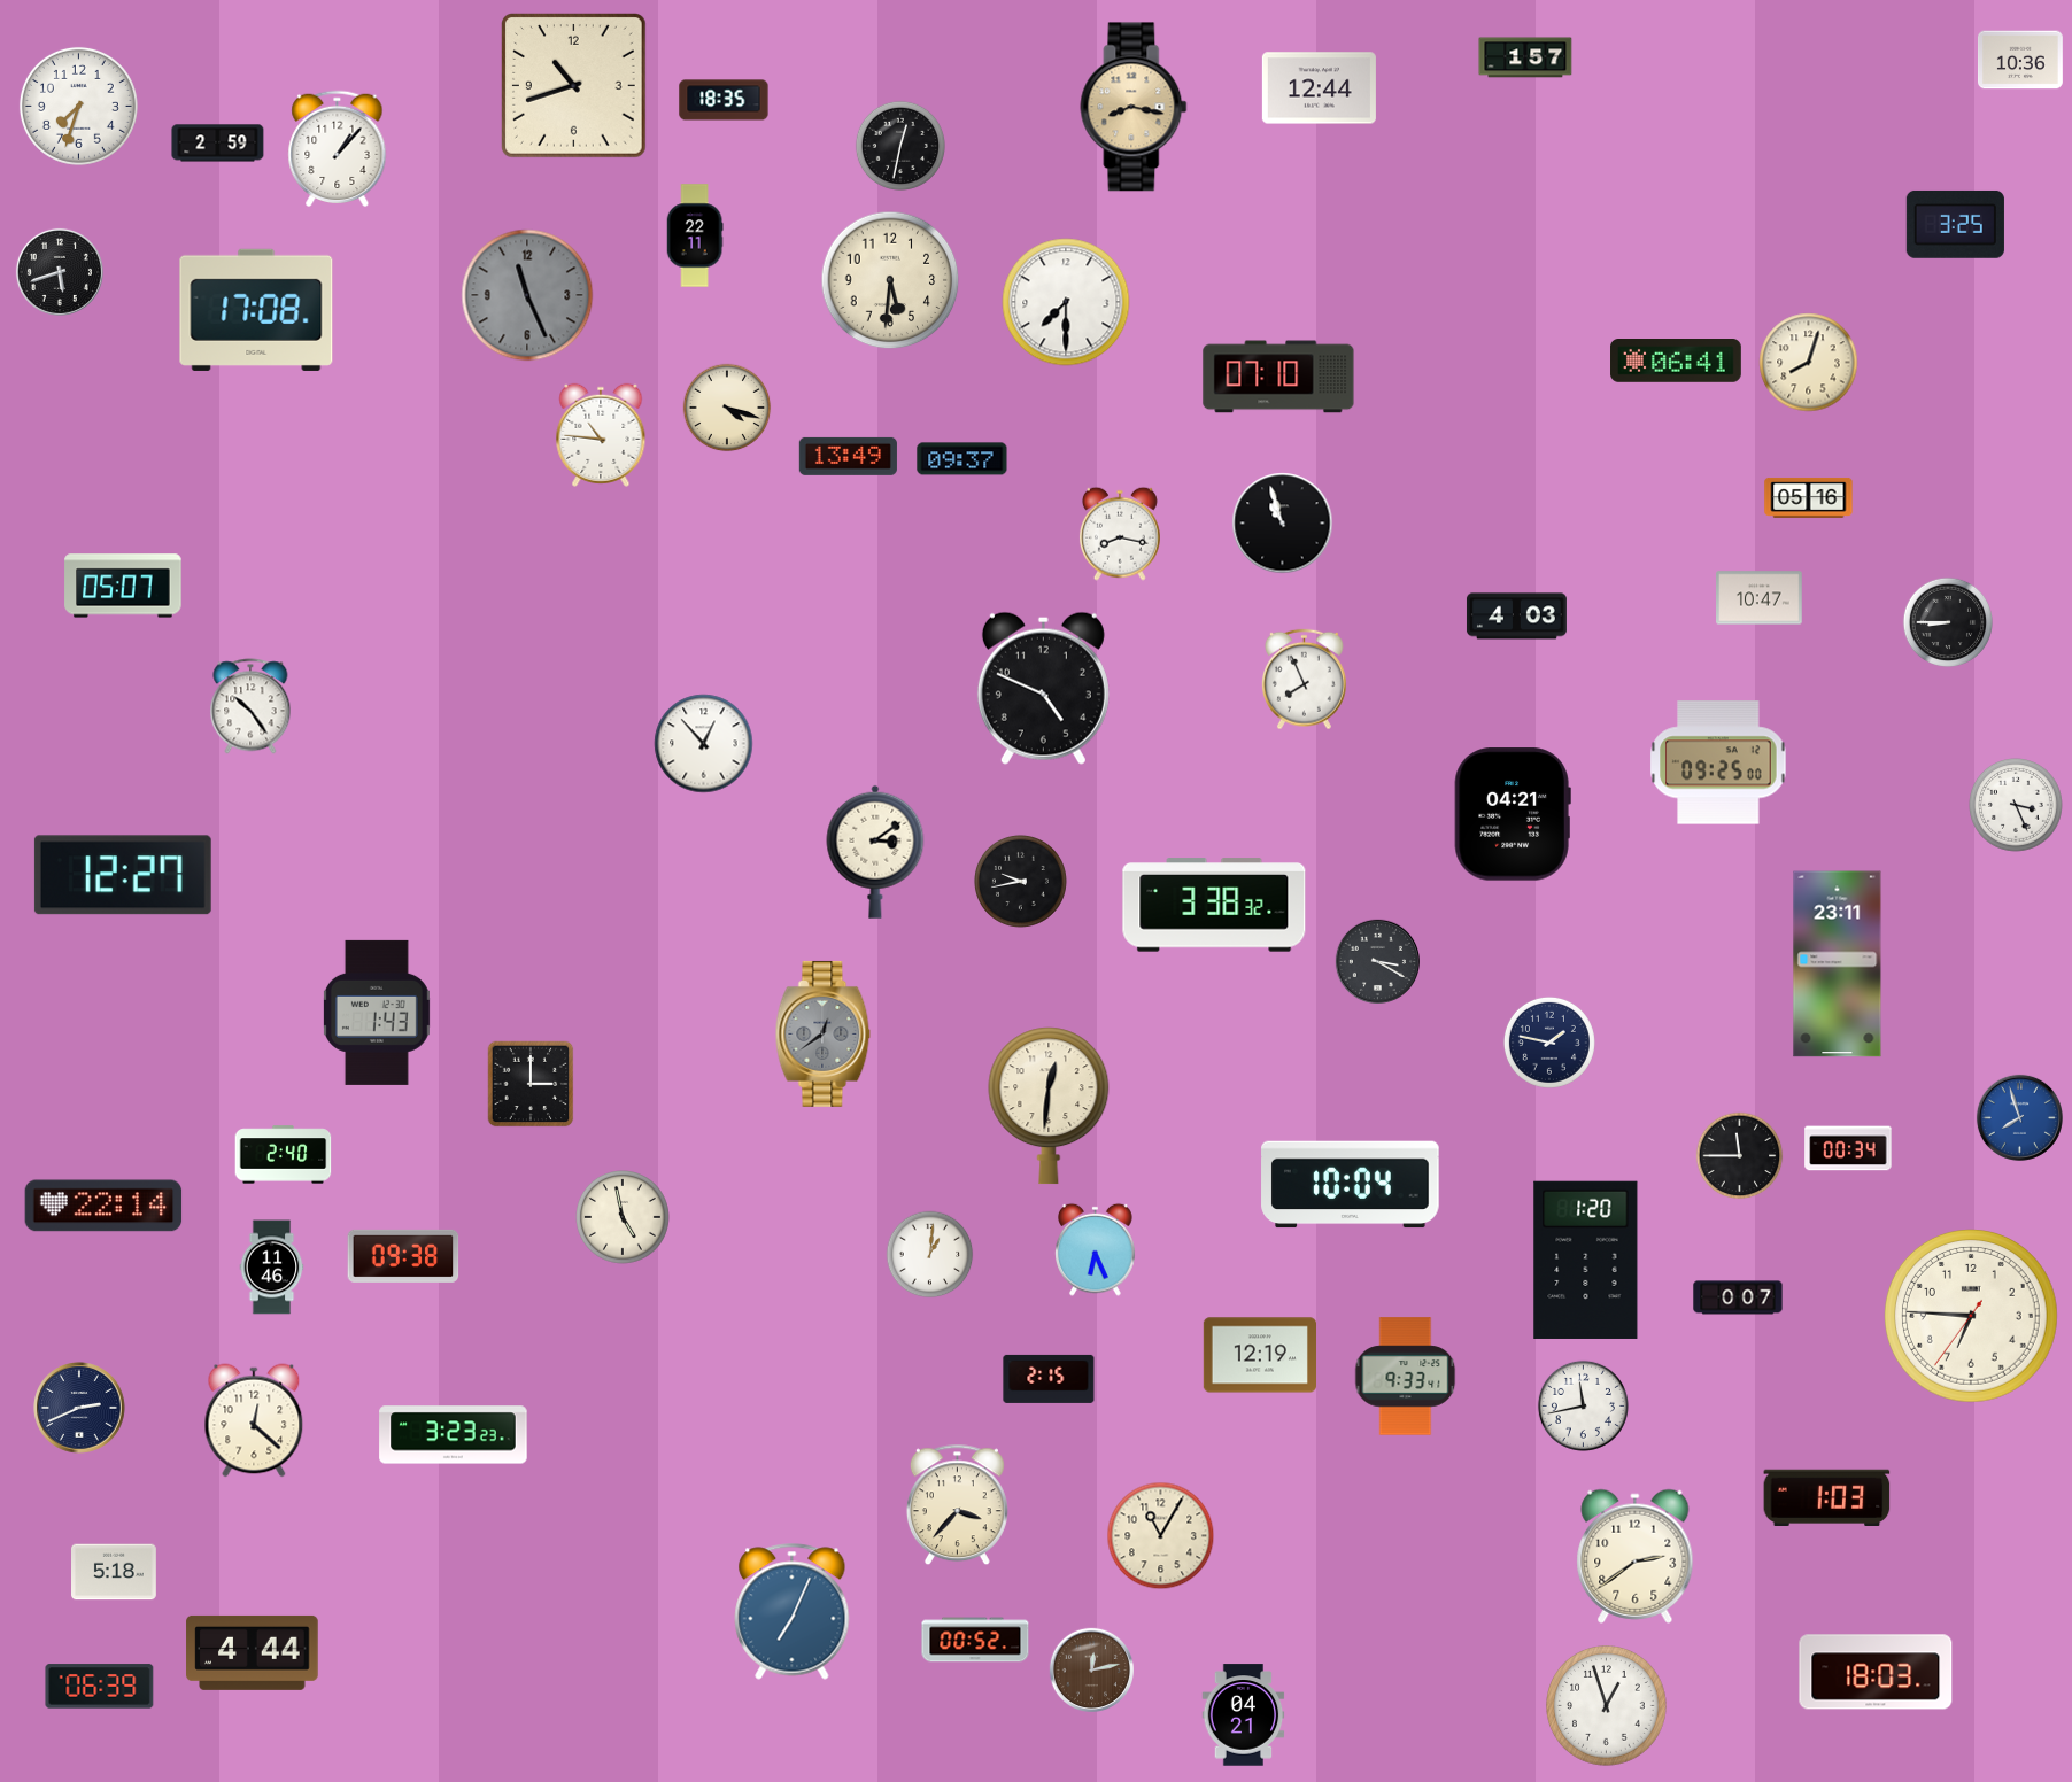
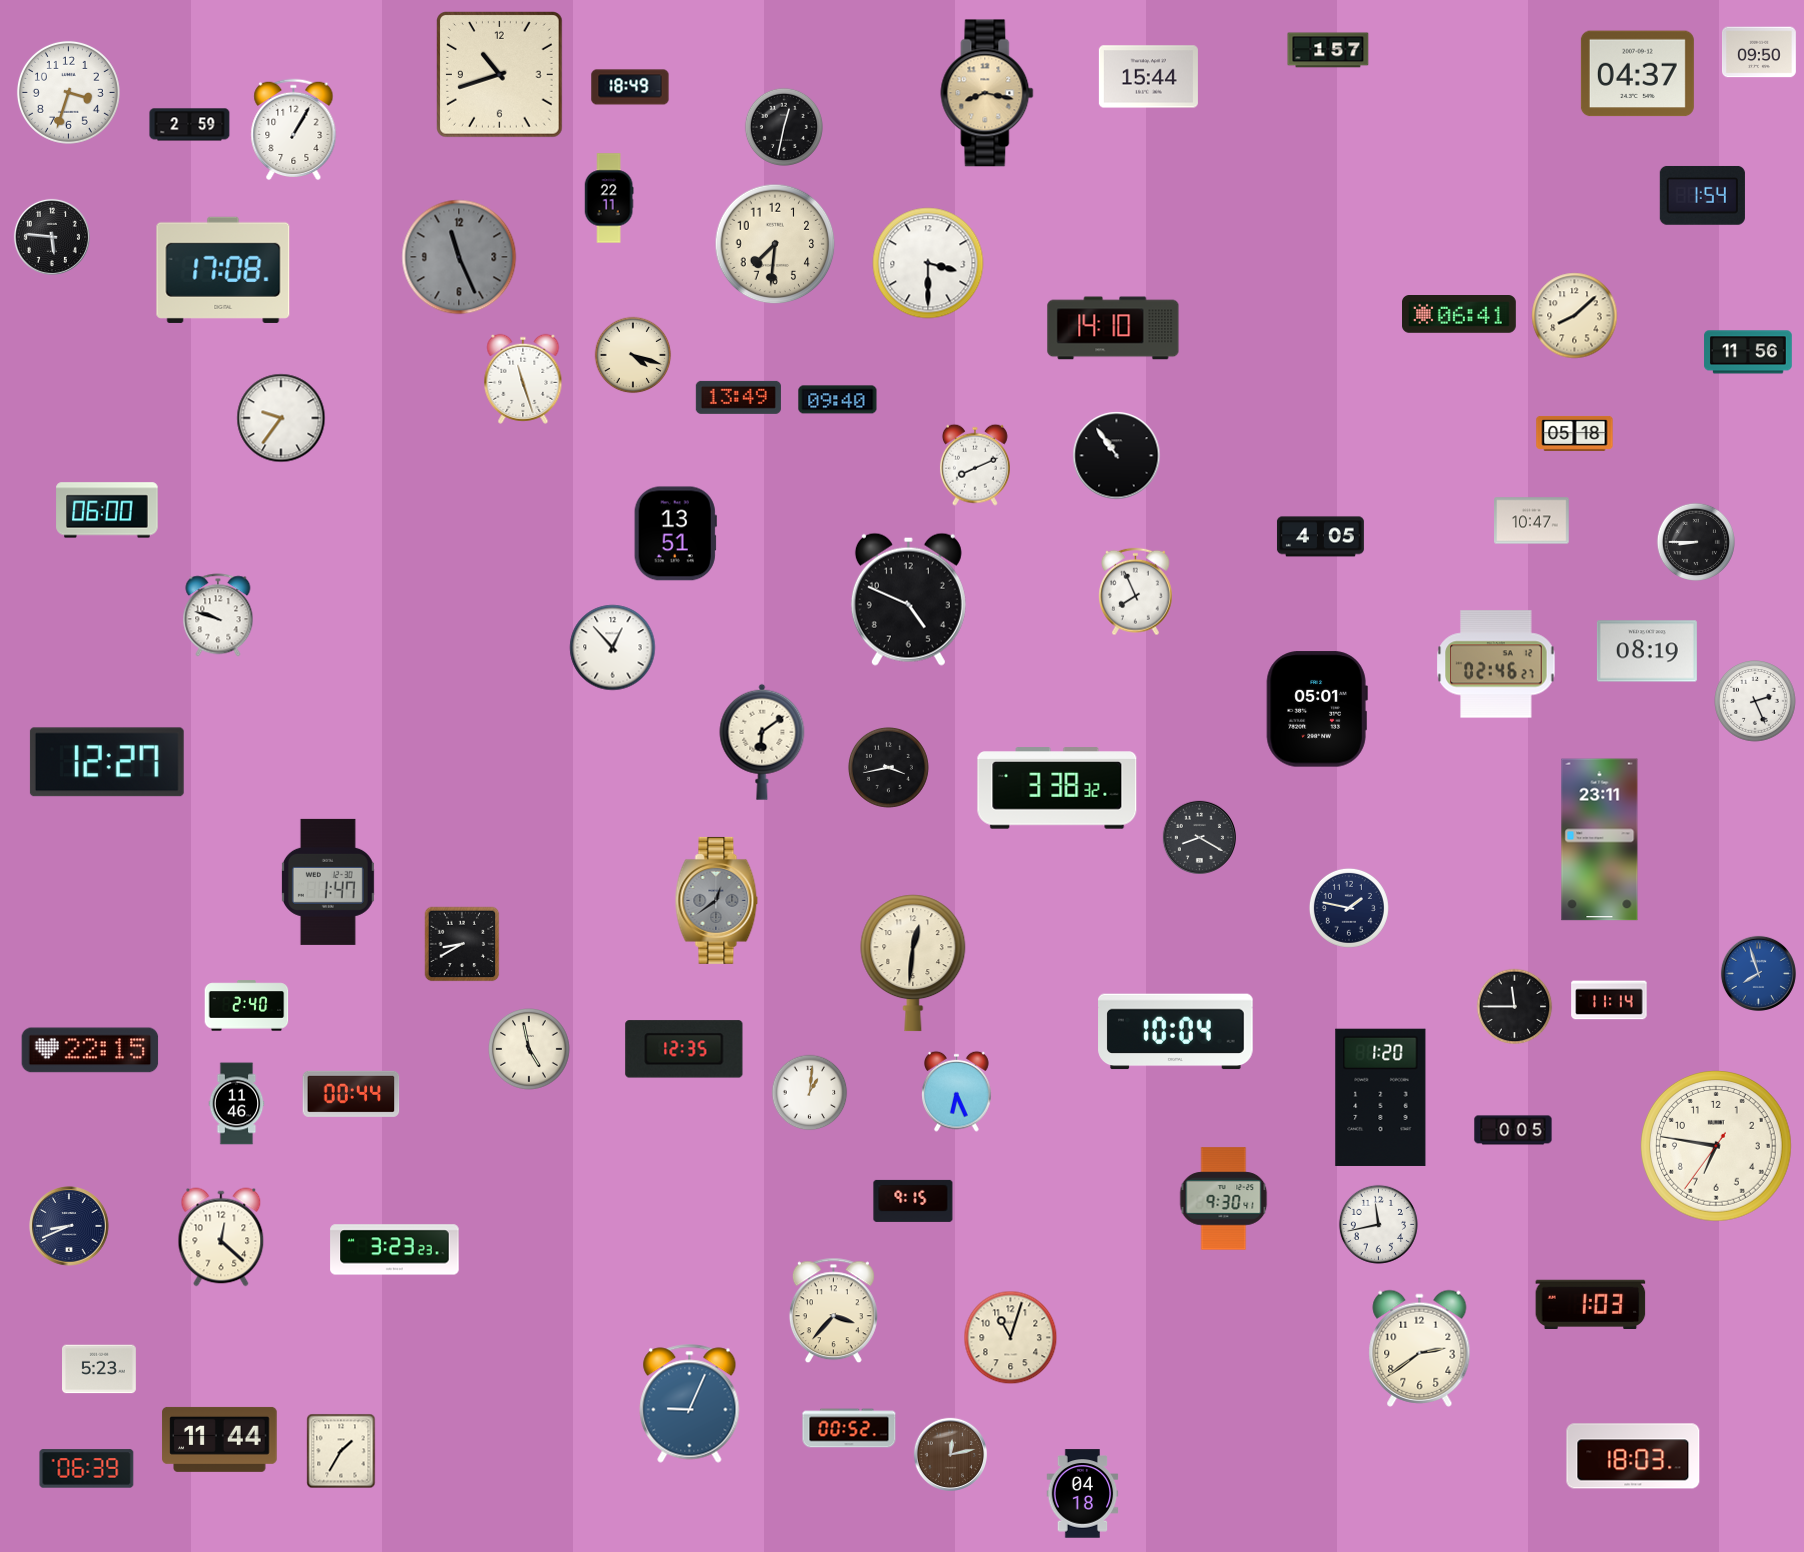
clock at (2021, 60): 10:36 -> 09:50
clock at (1637, 74): none -> 04:37
clock at (1319, 88): 12:44 -> 15:44
clock at (724, 100): 18:35 -> 18:49
clock at (78, 106): 7:33 -> 3:33
clock at (338, 149): 1:07 -> 1:05
clock at (1955, 225): 3:25 -> 1:54
clock at (695, 235) position: (695, 235) -> (609, 198)
clock at (60, 272): 5:42 -> 5:46
clock at (890, 280): 5:31 -> 7:31
clock at (1066, 302): 7:30 -> 3:30
clock at (1809, 363): 8:03 -> 8:08
clock at (1278, 377): 07:10 -> 14:10
clock at (1748, 352): none -> 11:56
clock at (601, 435): 10:46 -> 11:27
clock at (962, 459): 09:37 -> 09:40
clock at (281, 418): none -> 9:36
clock at (1809, 497): 05:16 -> 05:18
clock at (1283, 524): 10:57 -> 10:54
clock at (1120, 534): 8:17 -> 8:11
clock at (123, 586): 05:07 -> 06:00
clock at (675, 534): none -> 13:51
clock at (1516, 617): 4:03 -> 4:05
clock at (250, 706): 10:24 -> 9:48
clock at (1647, 651): none -> 08:19
clock at (1718, 762): 09:25 -> 02:46
clock at (2017, 806): 3:26 -> 2:26
clock at (1513, 814): 04:21 -> 05:01
clock at (875, 852): 3:09 -> 6:09
clock at (1020, 881): 9:43 -> 3:43
clock at (1377, 961): 3:20 -> 8:20
clock at (377, 1013): 1:43 -> 1:47
clock at (531, 1084): 3:00 -> 8:40
clock at (1848, 1148): 00:34 -> 11:14
clock at (684, 1049): none -> 12:35
clock at (103, 1206): 22:14 -> 22:15
clock at (624, 1218) position: (624, 1218) -> (530, 1050)
clock at (1096, 1249) position: (1096, 1249) -> (957, 1091)
clock at (403, 1256): 09:38 -> 00:44
clock at (1738, 1297): 0:07 -> 0:05
clock at (1972, 1317): 6:45 -> 6:46
clock at (1259, 1355): 12:19 -> none
clock at (1406, 1377): 9:33 -> 9:30
clock at (1049, 1379): 2:15 -> 9:15
clock at (79, 1408): 2:41 -> 8:41
clock at (1161, 1536): 11:05 -> 11:03
clock at (1636, 1556) position: (1636, 1556) -> (1420, 1348)
clock at (115, 1572): 5:18 -> 5:23
clock at (793, 1612): 7:04 -> 9:04
clock at (253, 1652): 4:44 -> 11:44
clock at (341, 1451): none -> 1:35
clock at (1607, 1706): 12:57 -> none
clock at (1244, 1715): 04:21 -> 04:18
